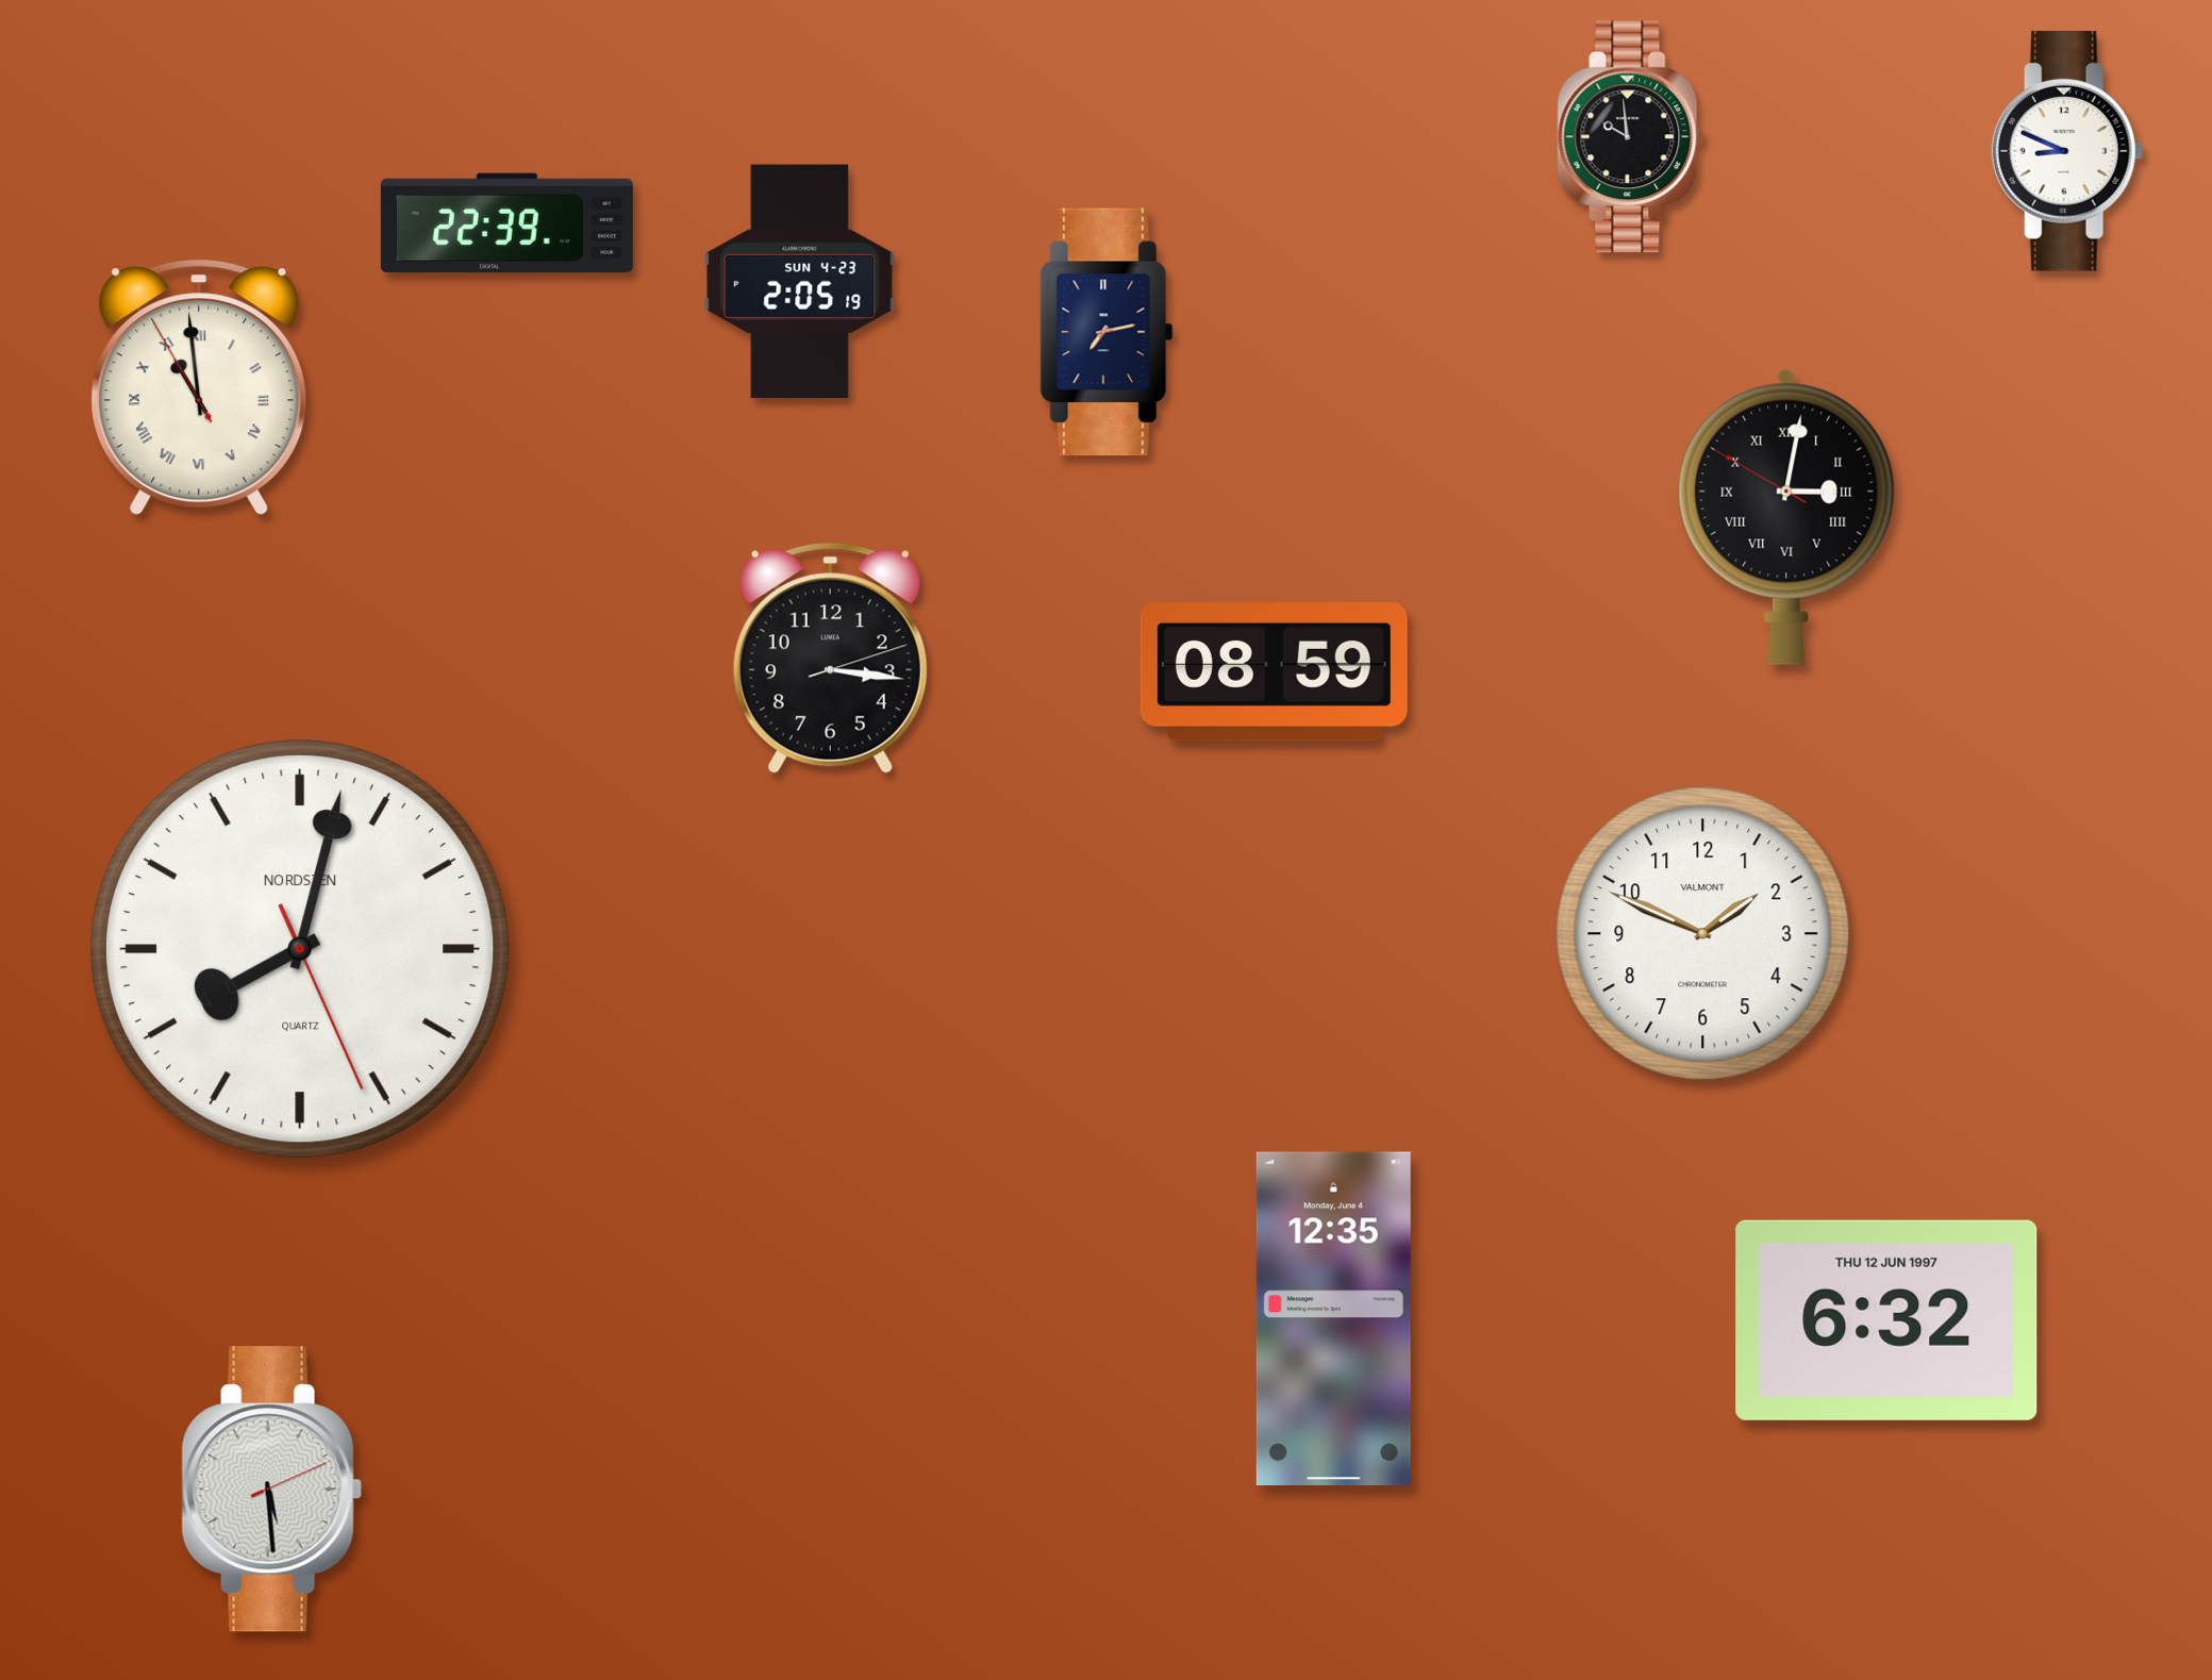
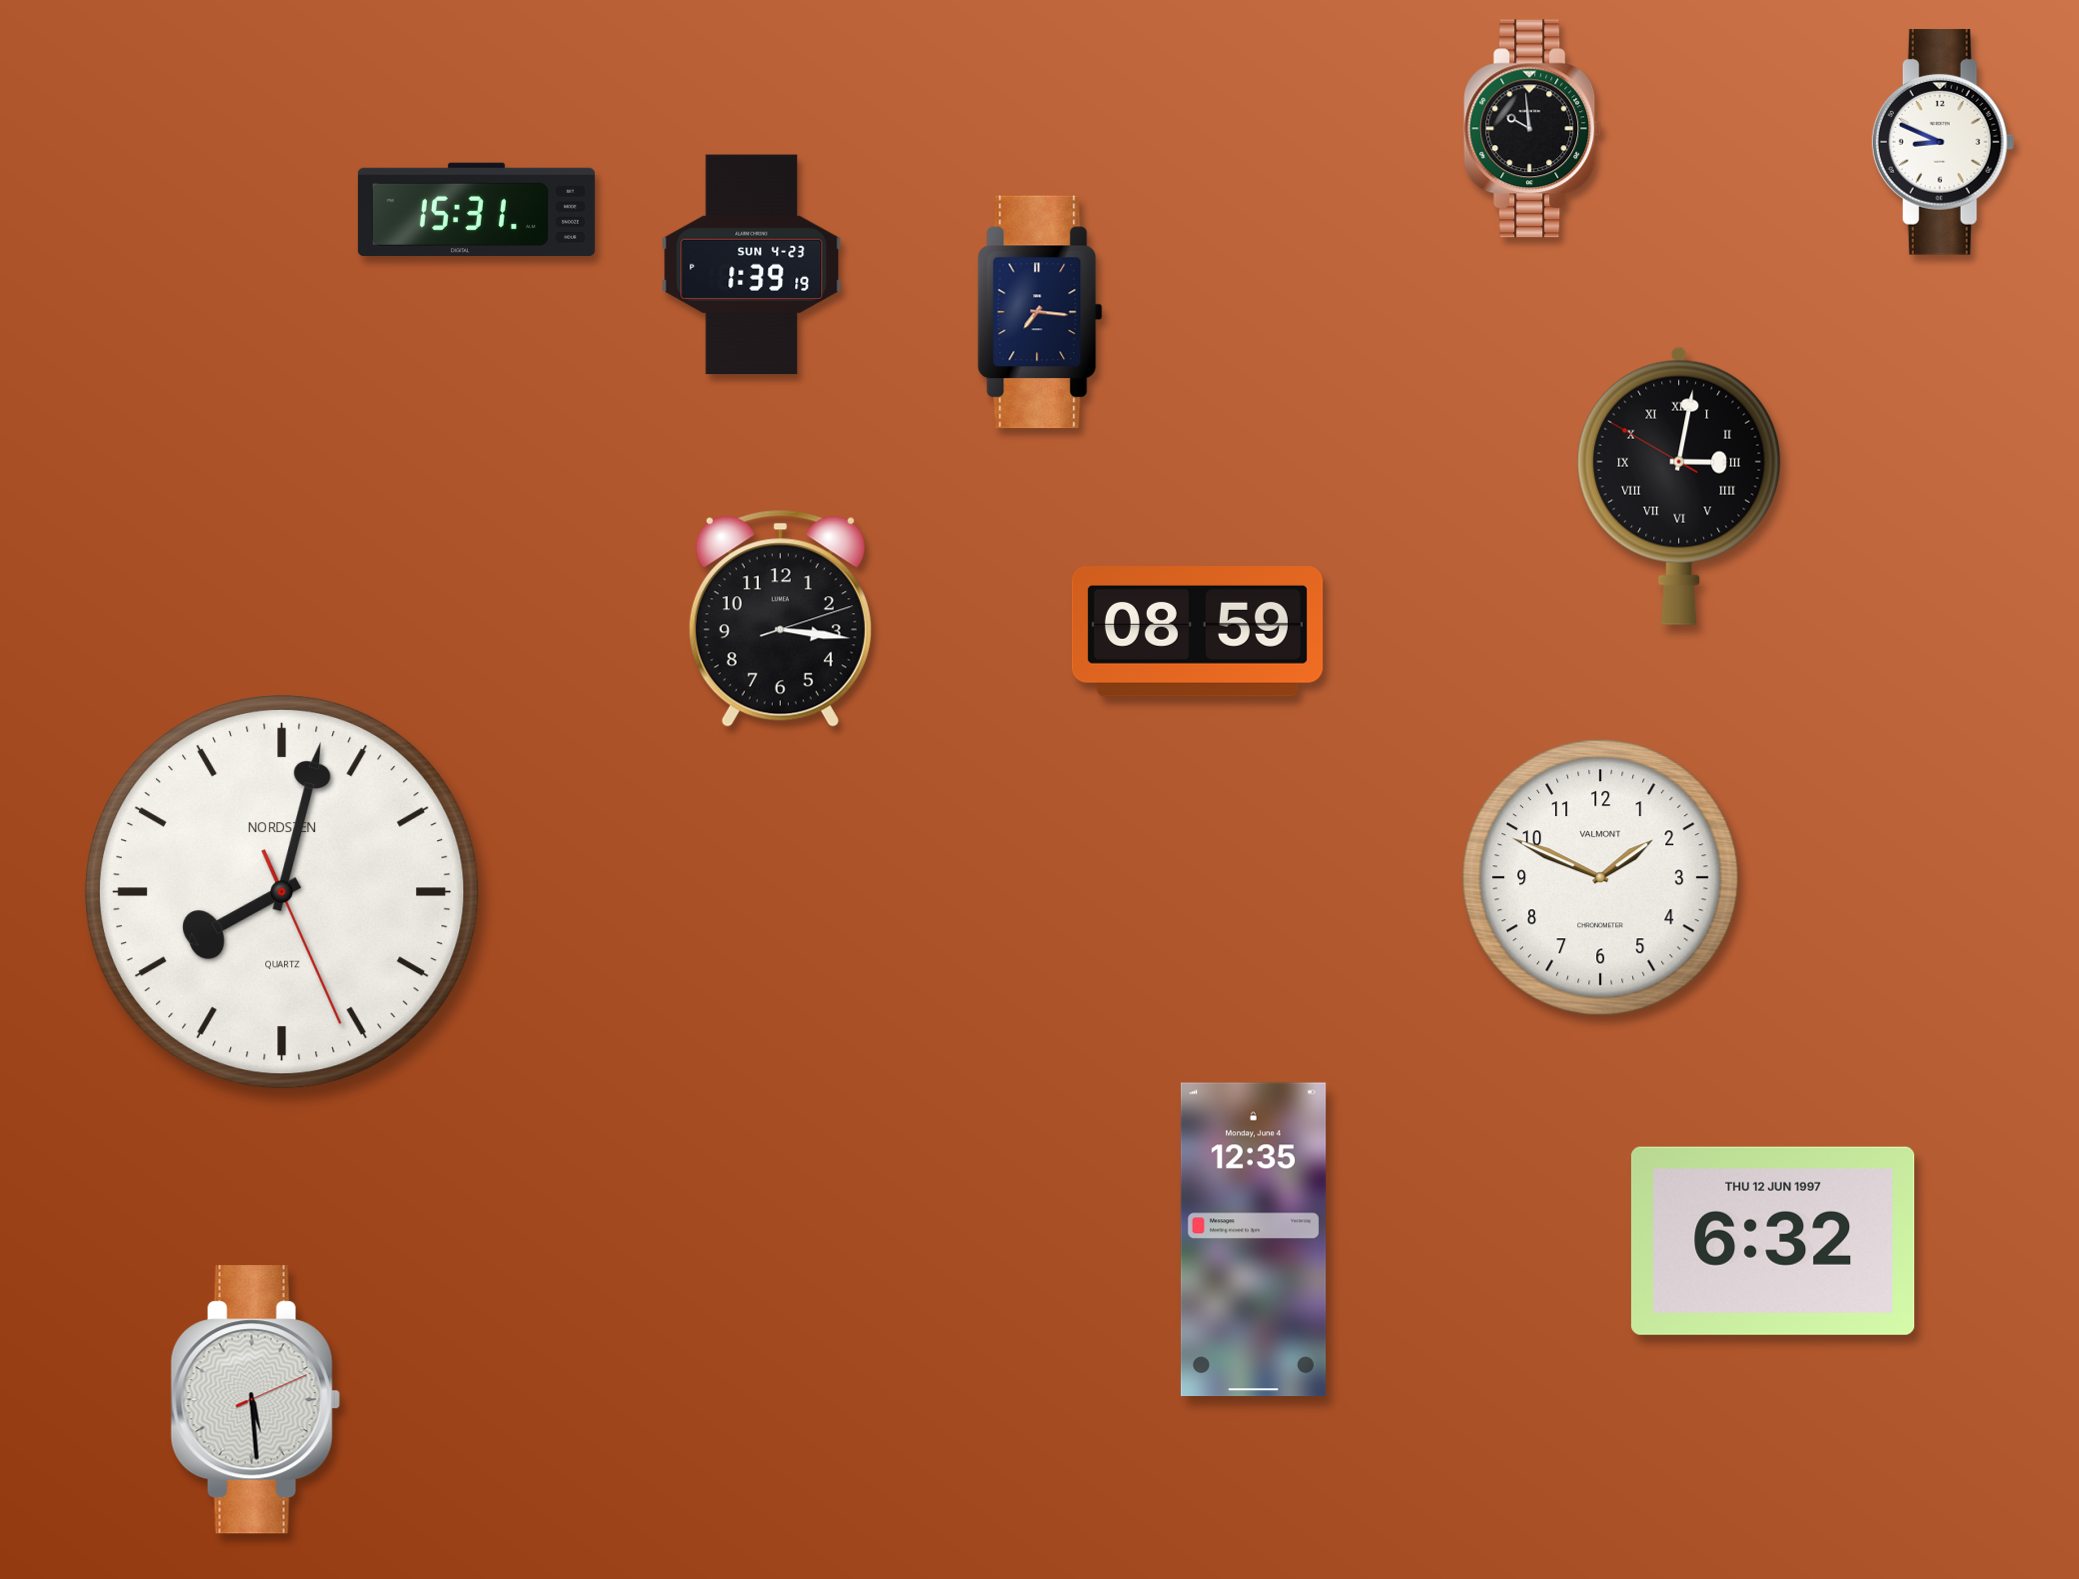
clock at (506, 222): 22:39 -> 15:31
clock at (800, 282): 2:05 -> 1:39
clock at (1107, 332): 7:13 -> 7:16
clock at (199, 387): 10:58 -> none
